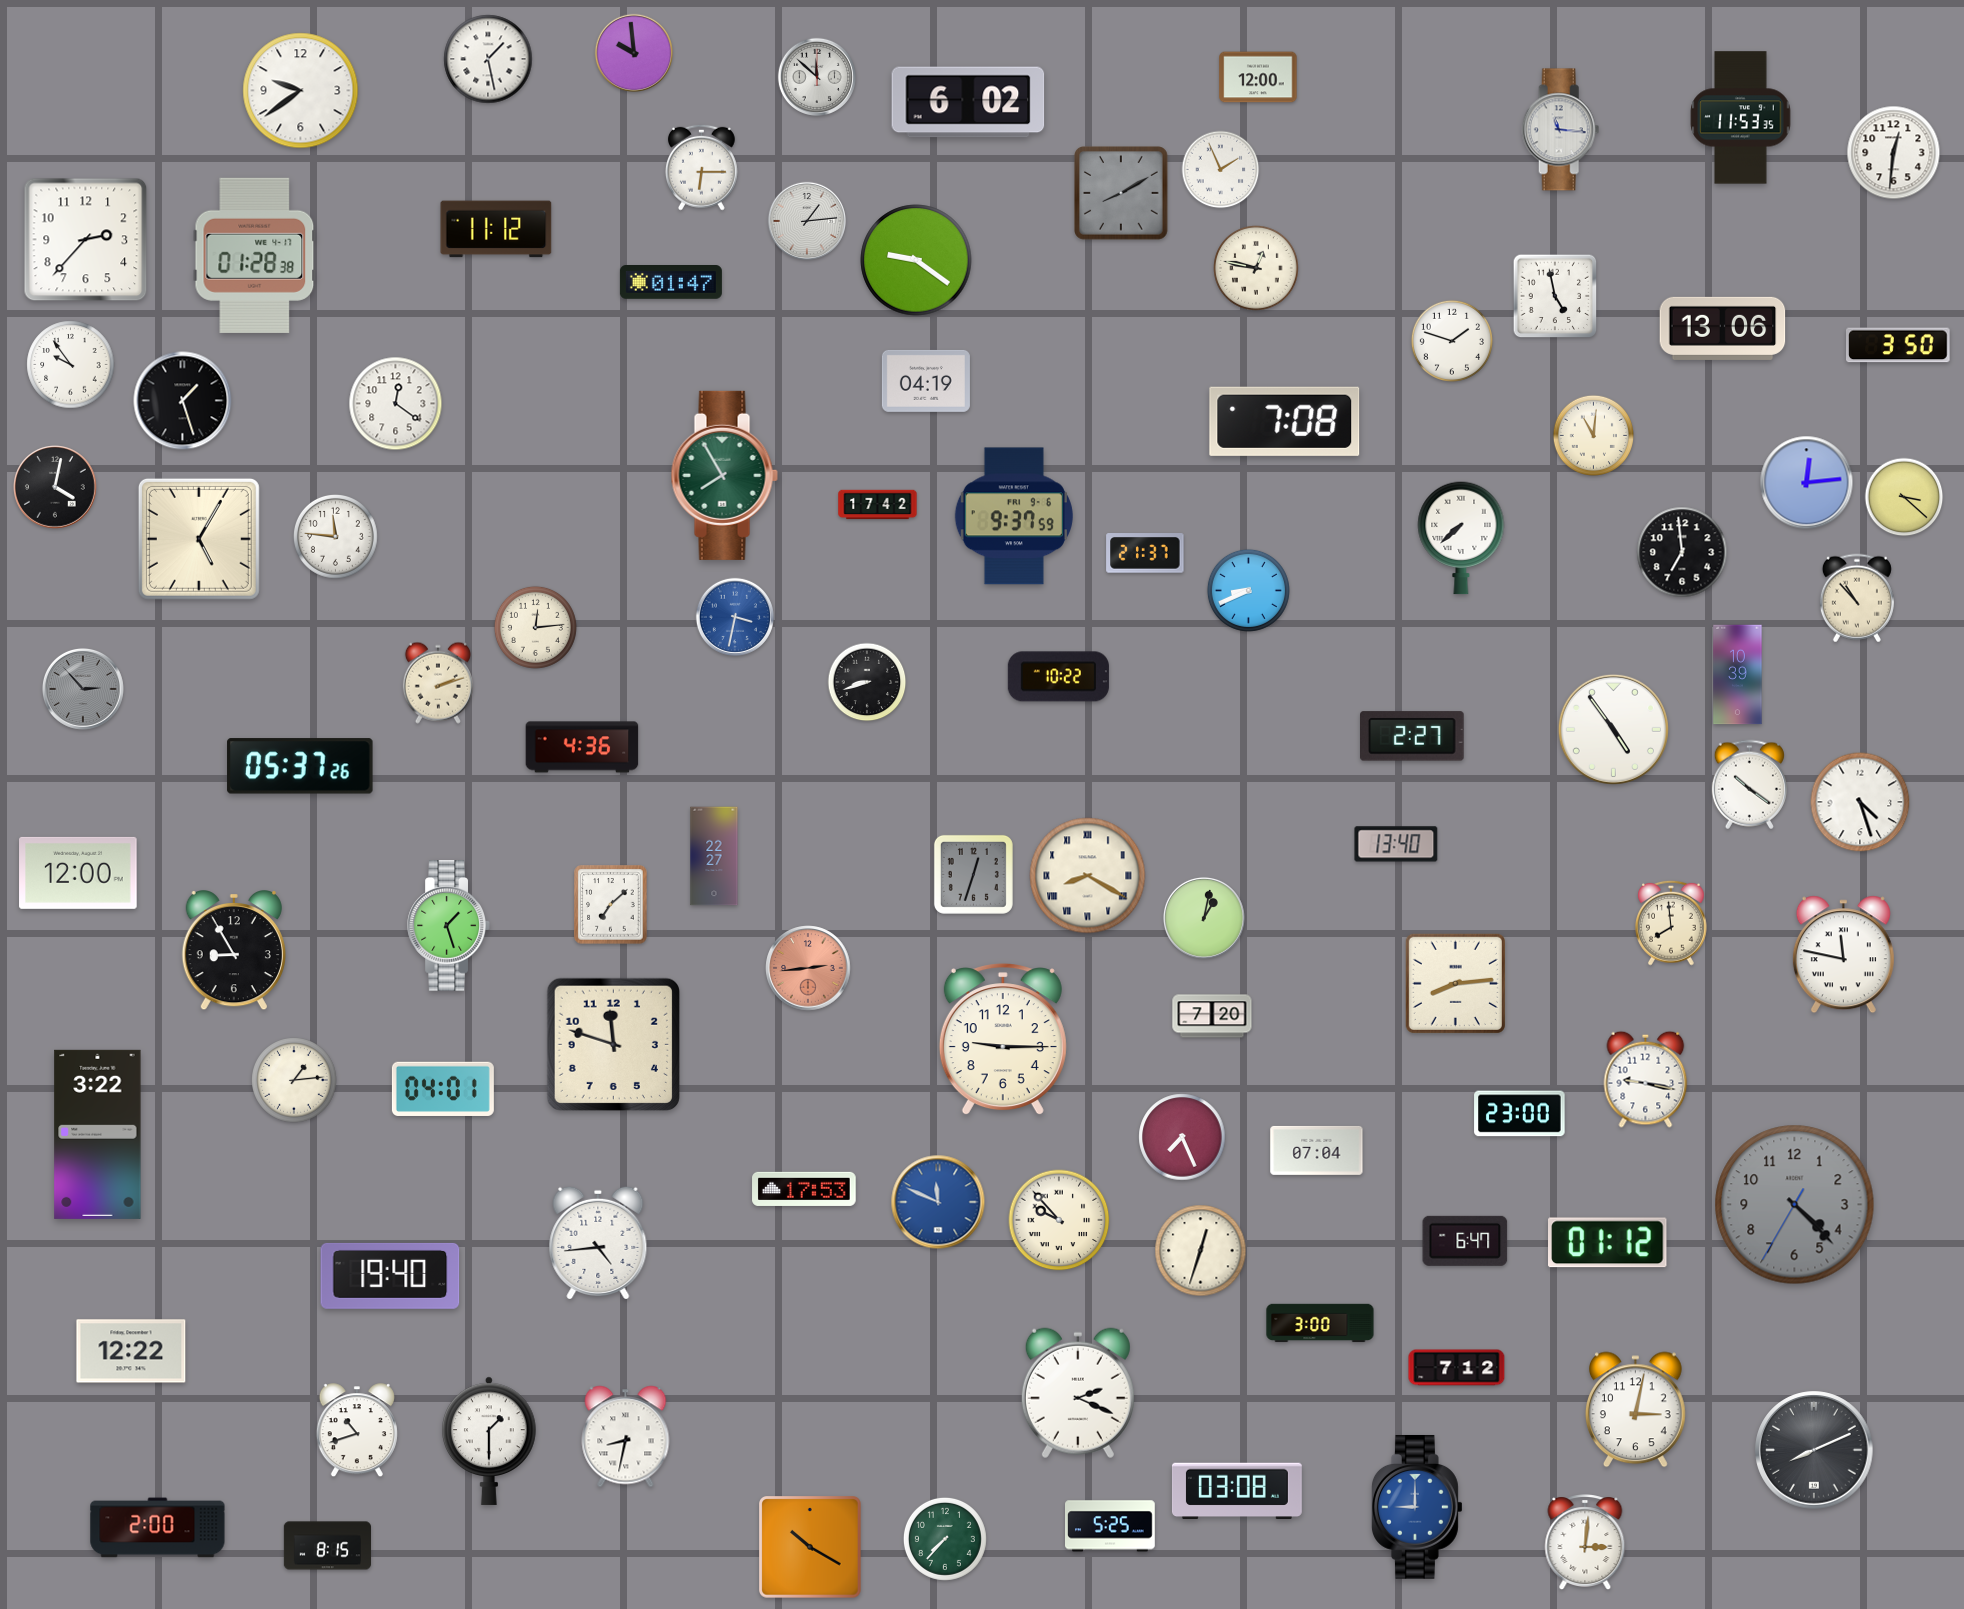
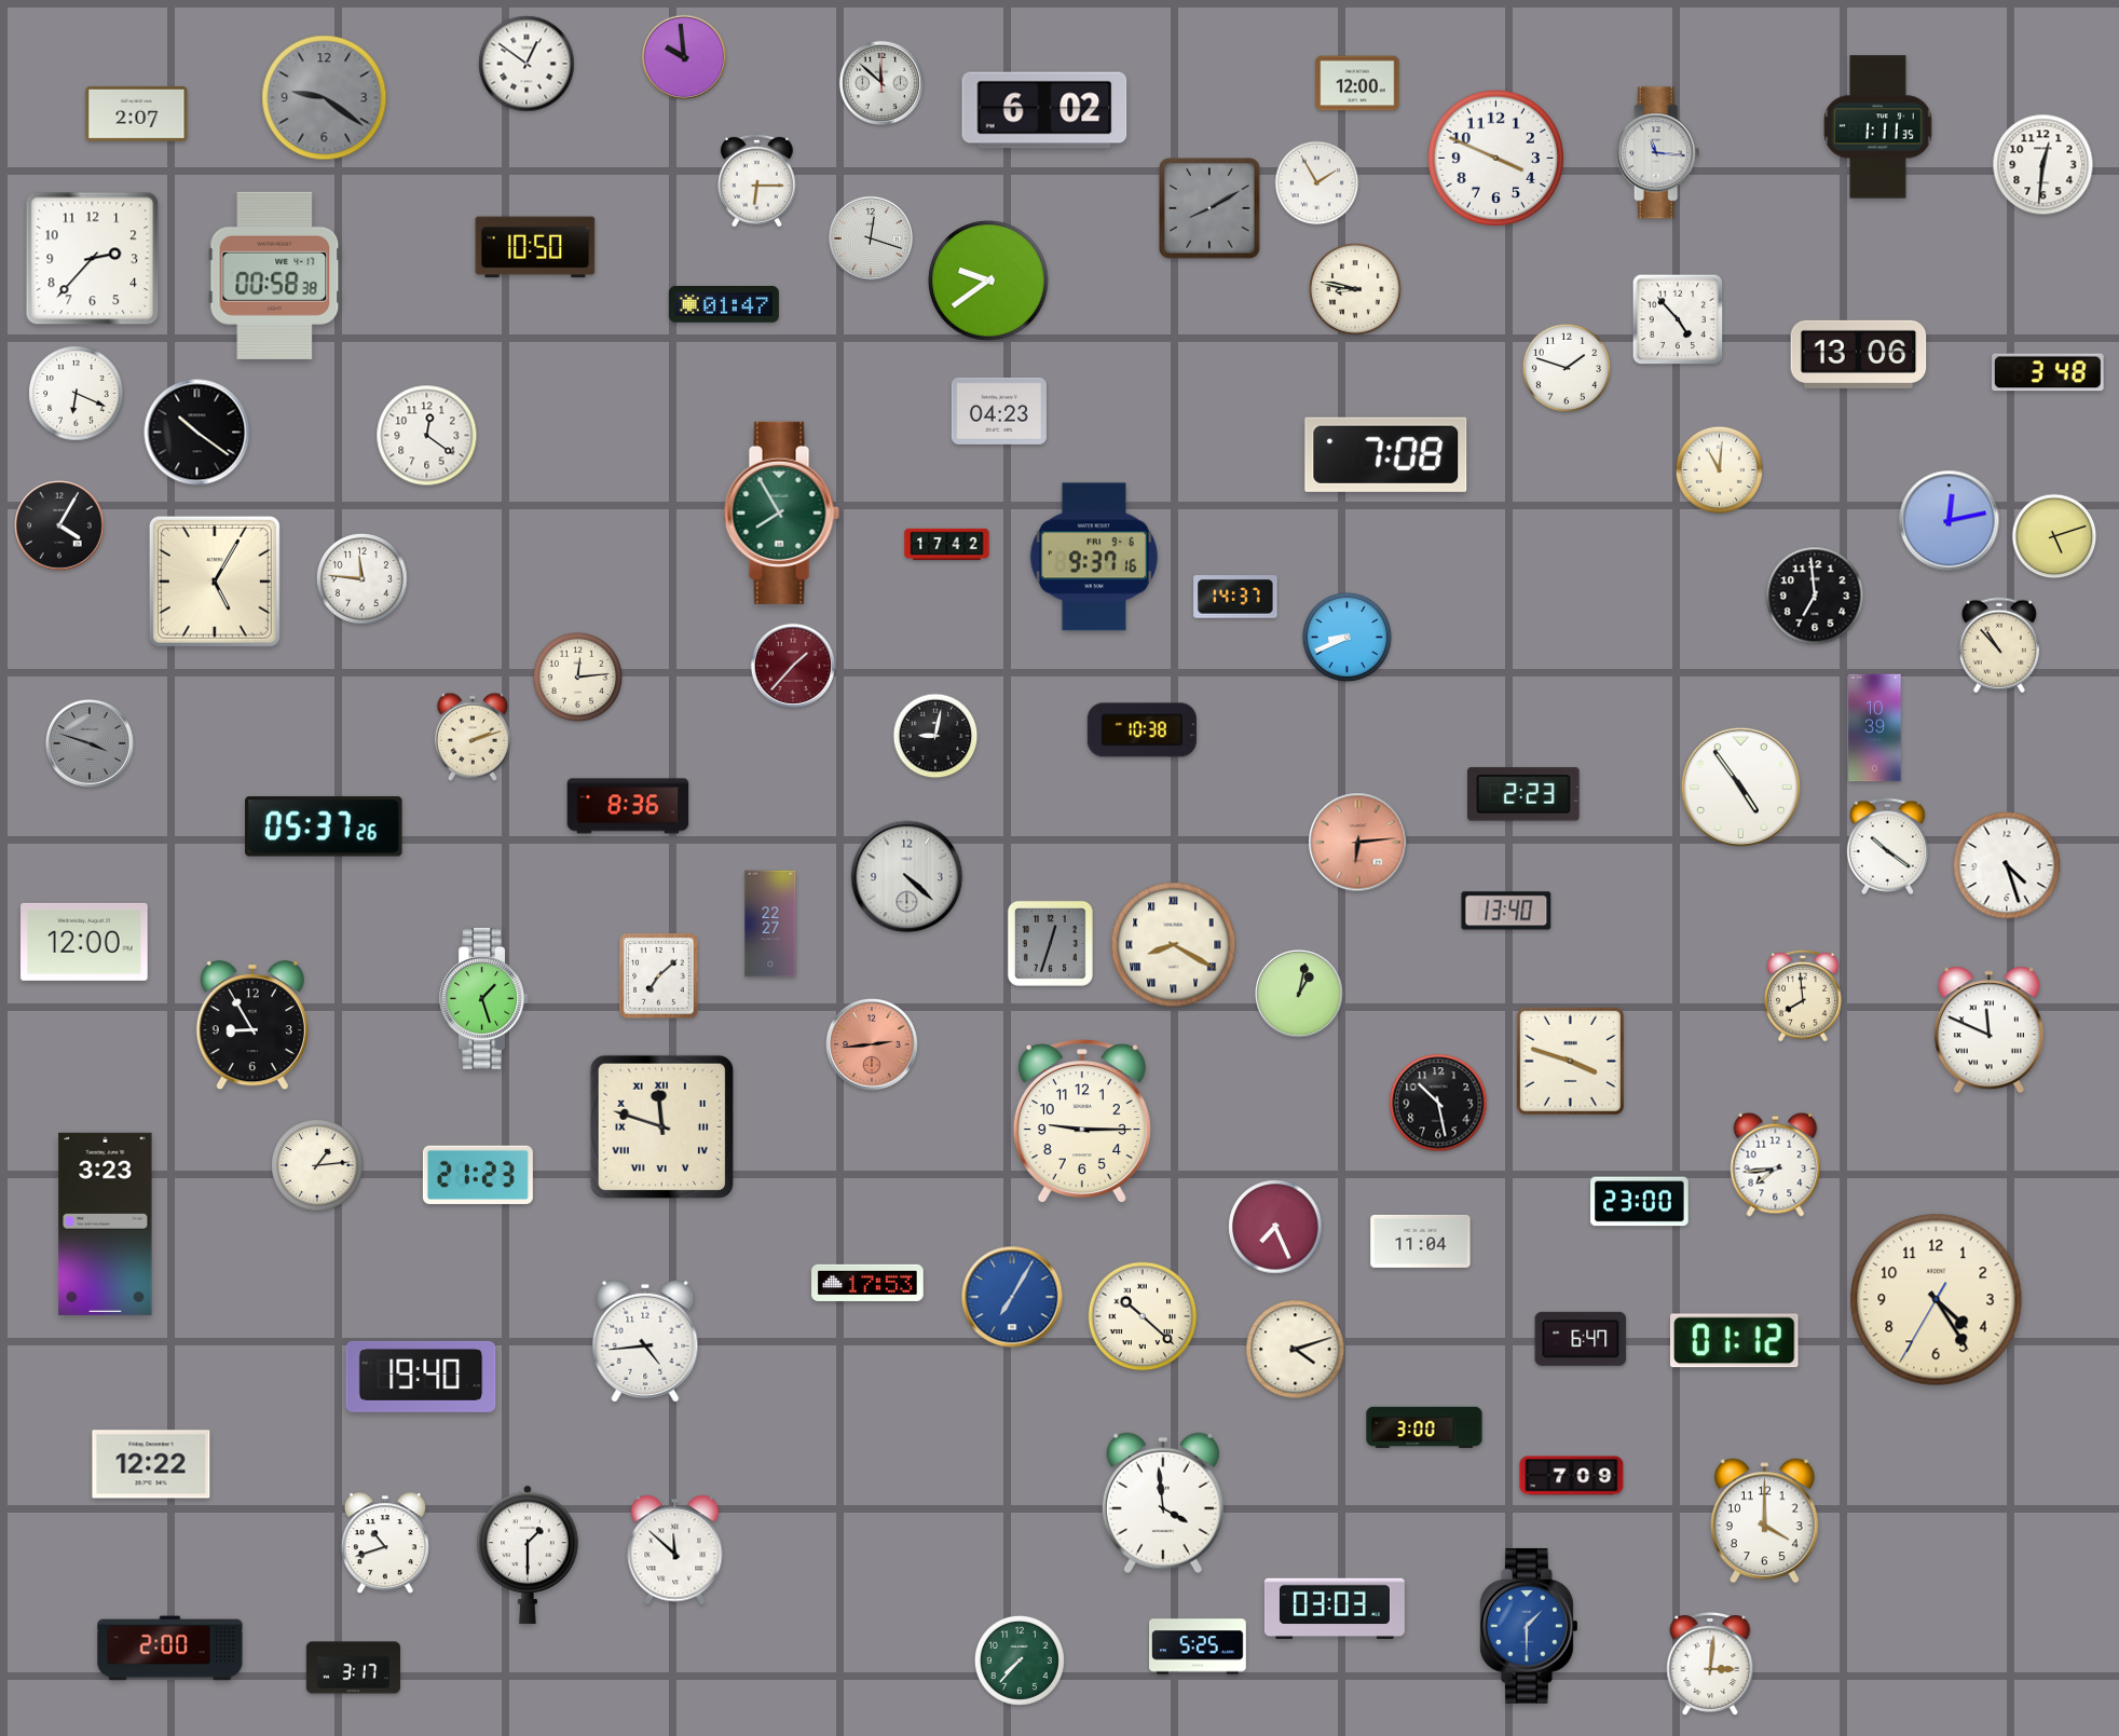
clock at (488, 59): 1:28 -> 12:51
clock at (301, 91): 9:39 -> 9:21
clock at (301, 91) dial: white -> grey
clock at (137, 113): none -> 2:07
clock at (1741, 118): 11:53 -> 1:11
clock at (1561, 130) position: (1561, 130) -> (1658, 153)
clock at (1495, 158): none -> 3:49
clock at (1221, 170): 1:56 -> 1:55
clock at (807, 221): 1:14 -> 12:18
clock at (496, 229): 11:12 -> 10:50
clock at (255, 255): 01:28 -> 00:58
clock at (916, 260): 9:21 -> 9:39
clock at (1257, 269): 12:47 -> 8:47
clock at (1555, 296): 4:58 -> 4:53
clock at (1899, 345): 3:50 -> 3:48
clock at (71, 365): 9:54 -> 6:19
clock at (926, 381): 04:19 -> 04:23
clock at (183, 401): 1:27 -> 10:21
clock at (1807, 483): 12:14 -> 12:13
clock at (56, 488): 4:02 -> 4:05
clock at (1904, 497): 3:22 -> 5:12
clock at (1014, 516): 9:37:59 -> 9:37:16
clock at (1461, 538): 7:38 -> none
clock at (1145, 553): 21:37 -> 14:37
clock at (1857, 598) position: (1857, 598) -> (1999, 645)
clock at (735, 617): 3:32 -> 1:37
clock at (735, 617) dial: blue -> burgundy
clock at (1058, 677): 10:22 -> 10:38
clock at (867, 682): 8:42 -> 9:02
clock at (83, 689): 2:53 -> 3:48
clock at (1413, 736): 2:27 -> 2:23
clock at (582, 747): 4:36 -> 8:36
clock at (1358, 843): none -> 6:14
clock at (907, 877): none -> 4:22
clock at (1204, 918) position: (1204, 918) -> (1299, 994)
clock at (1843, 955): 11:47 -> 11:49
clock at (1455, 983): 8:14 -> 3:48
clock at (1212, 1016): 7:20 -> none
clock at (1438, 1103): none -> 10:28
clock at (613, 1044) numerals: Arabic -> Roman
clock at (1646, 1079): 9:17 -> 7:44
clock at (443, 1089): 04:01 -> 21:23
clock at (98, 1134): 3:22 -> 3:23
clock at (1317, 1150): 07:04 -> 11:04
clock at (938, 1202): 11:49 -> 7:05
clock at (1795, 1205): 4:22 -> 4:24
clock at (1795, 1205) dial: grey -> cream
clock at (1059, 1220): 9:53 -> 10:22
clock at (1201, 1251): 12:33 -> 4:12
clock at (131, 1351) position: (131, 1351) -> (151, 1464)
clock at (1457, 1368): 7:12 -> 7:09
clock at (1078, 1393): 2:19 -> 3:59
clock at (1635, 1410): 3:02 -> 4:00
clock at (626, 1437): 8:32 -> 11:52
clock at (1814, 1450): 8:11 -> none
clock at (1237, 1491): 03:08 -> 03:03
clock at (1417, 1507): 9:00 -> 1:30
clock at (327, 1546): 8:15 -> 3:17
clock at (810, 1547): 10:20 -> none
